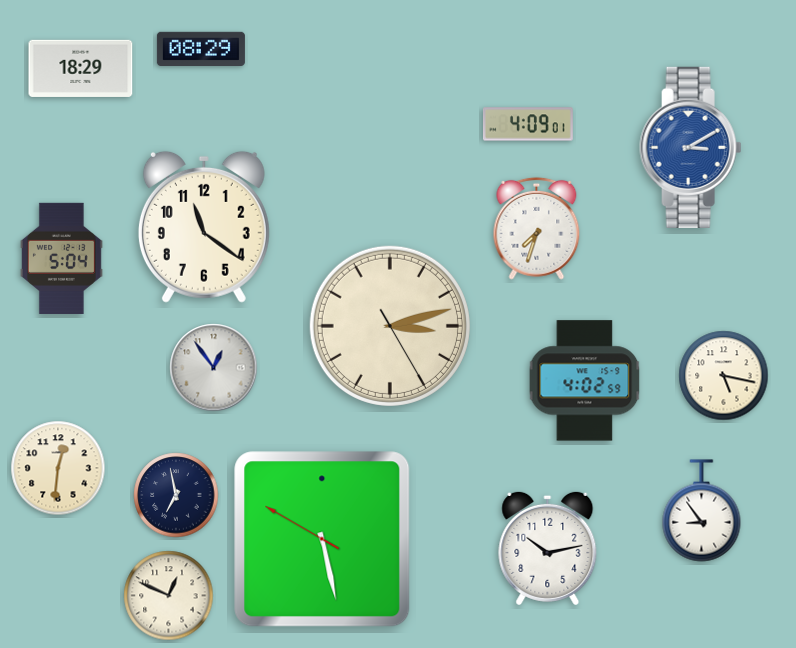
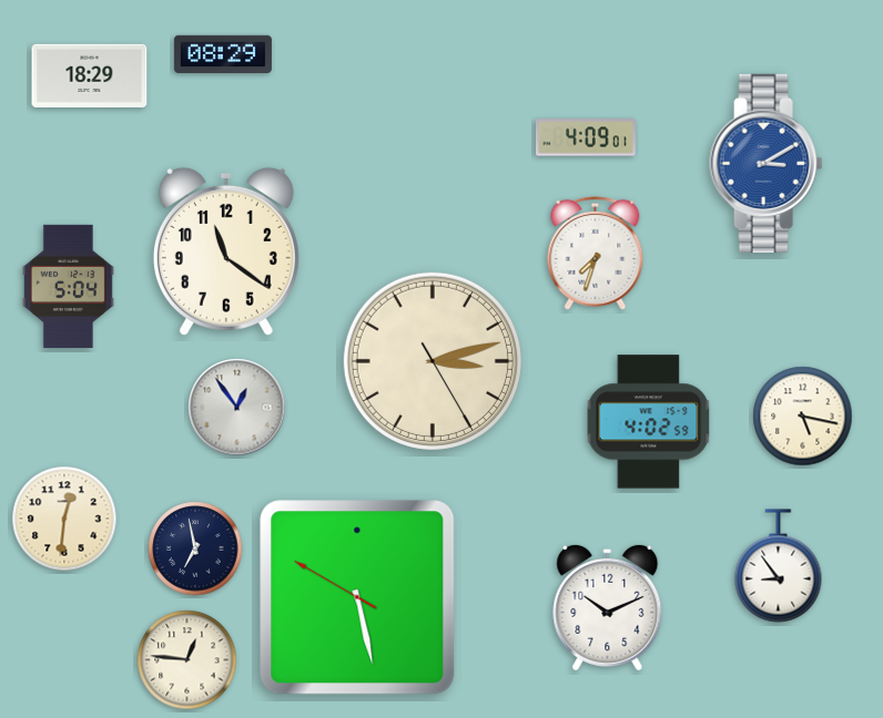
clock at (548, 548): 10:13 -> 10:11
clock at (169, 596): 12:49 -> 12:46
